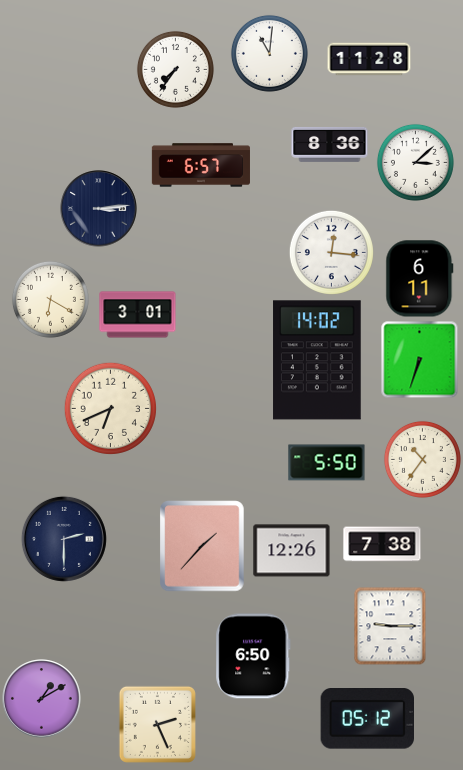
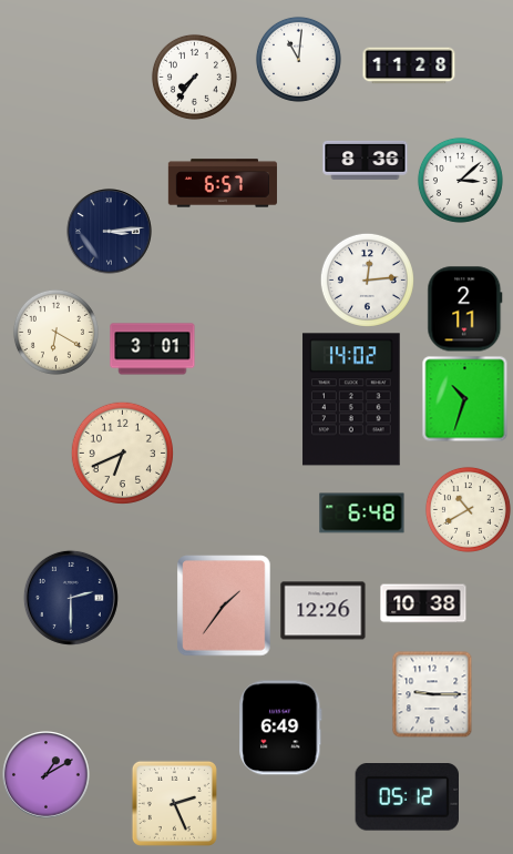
clock at (331, 252): 12:16 -> 12:14
clock at (420, 279): 6:11 -> 2:11
clock at (419, 359): 6:33 -> 10:33
clock at (422, 459): 10:36 -> 10:40
clock at (327, 463): 5:50 -> 6:48
clock at (382, 544): 7:38 -> 10:38
clock at (202, 546): 1:37 -> 1:36
clock at (253, 656): 6:50 -> 6:49
